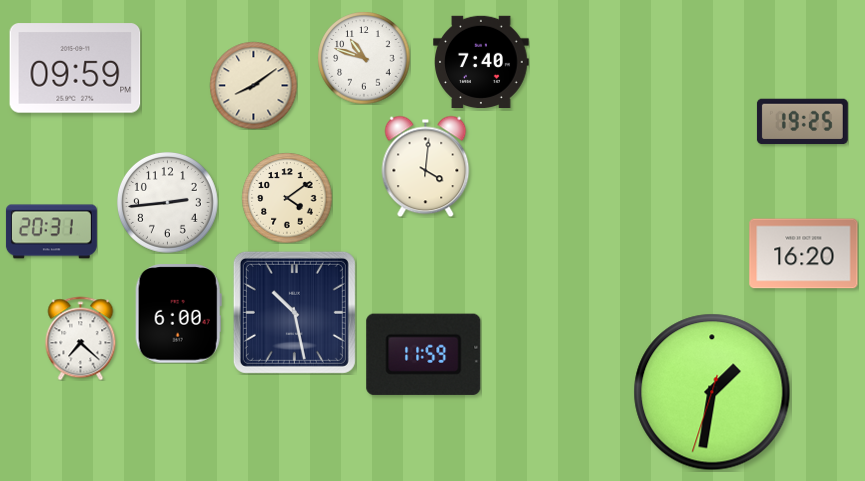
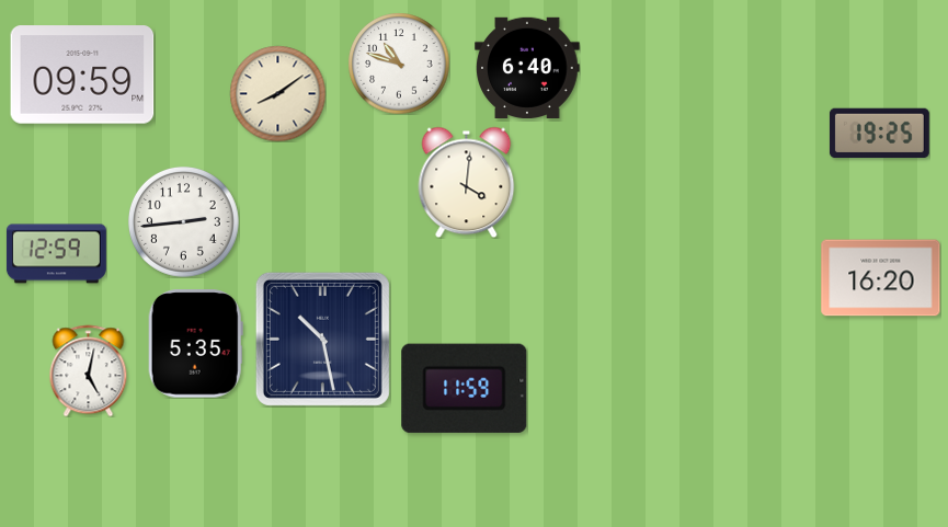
clock at (481, 61): 7:40 -> 6:40
clock at (287, 198): 4:09 -> none
clock at (51, 232): 20:31 -> 12:59
clock at (294, 312) position: (294, 312) -> (322, 339)
clock at (178, 314): 6:00 -> 5:35
clock at (81, 338): 7:22 -> 5:02
clock at (712, 392): 1:31 -> none
